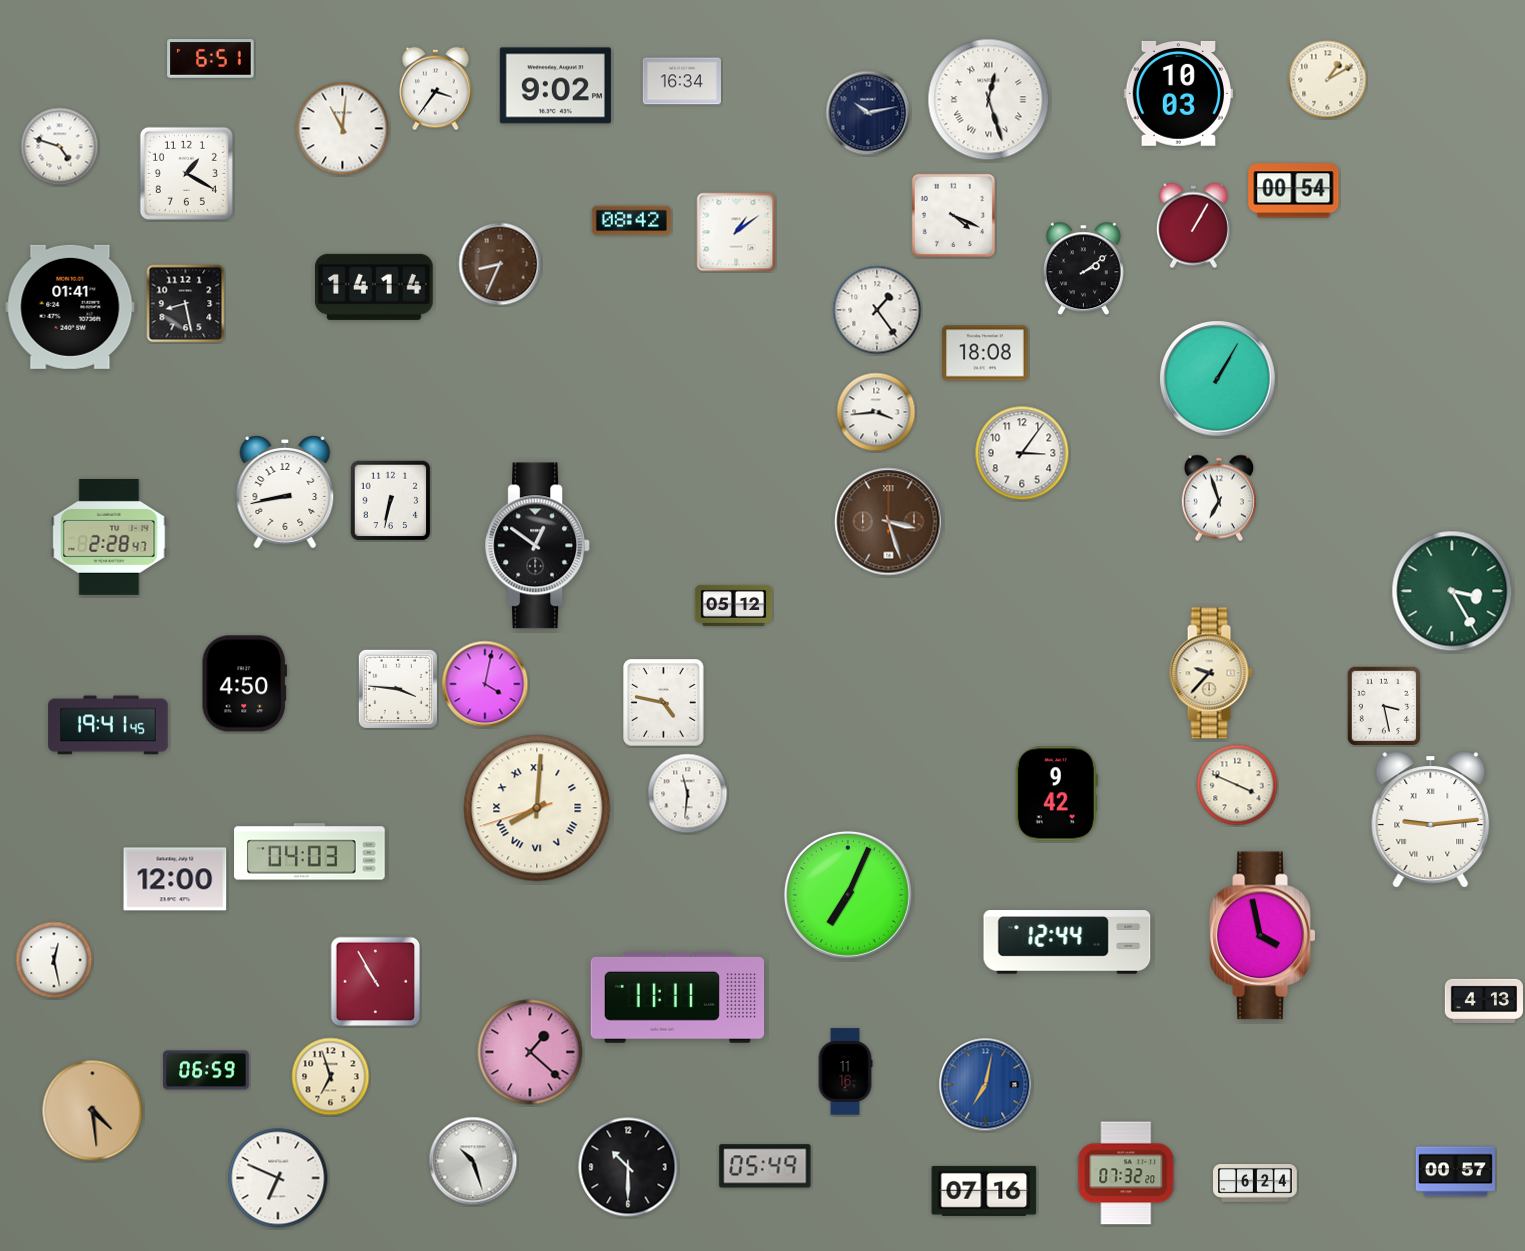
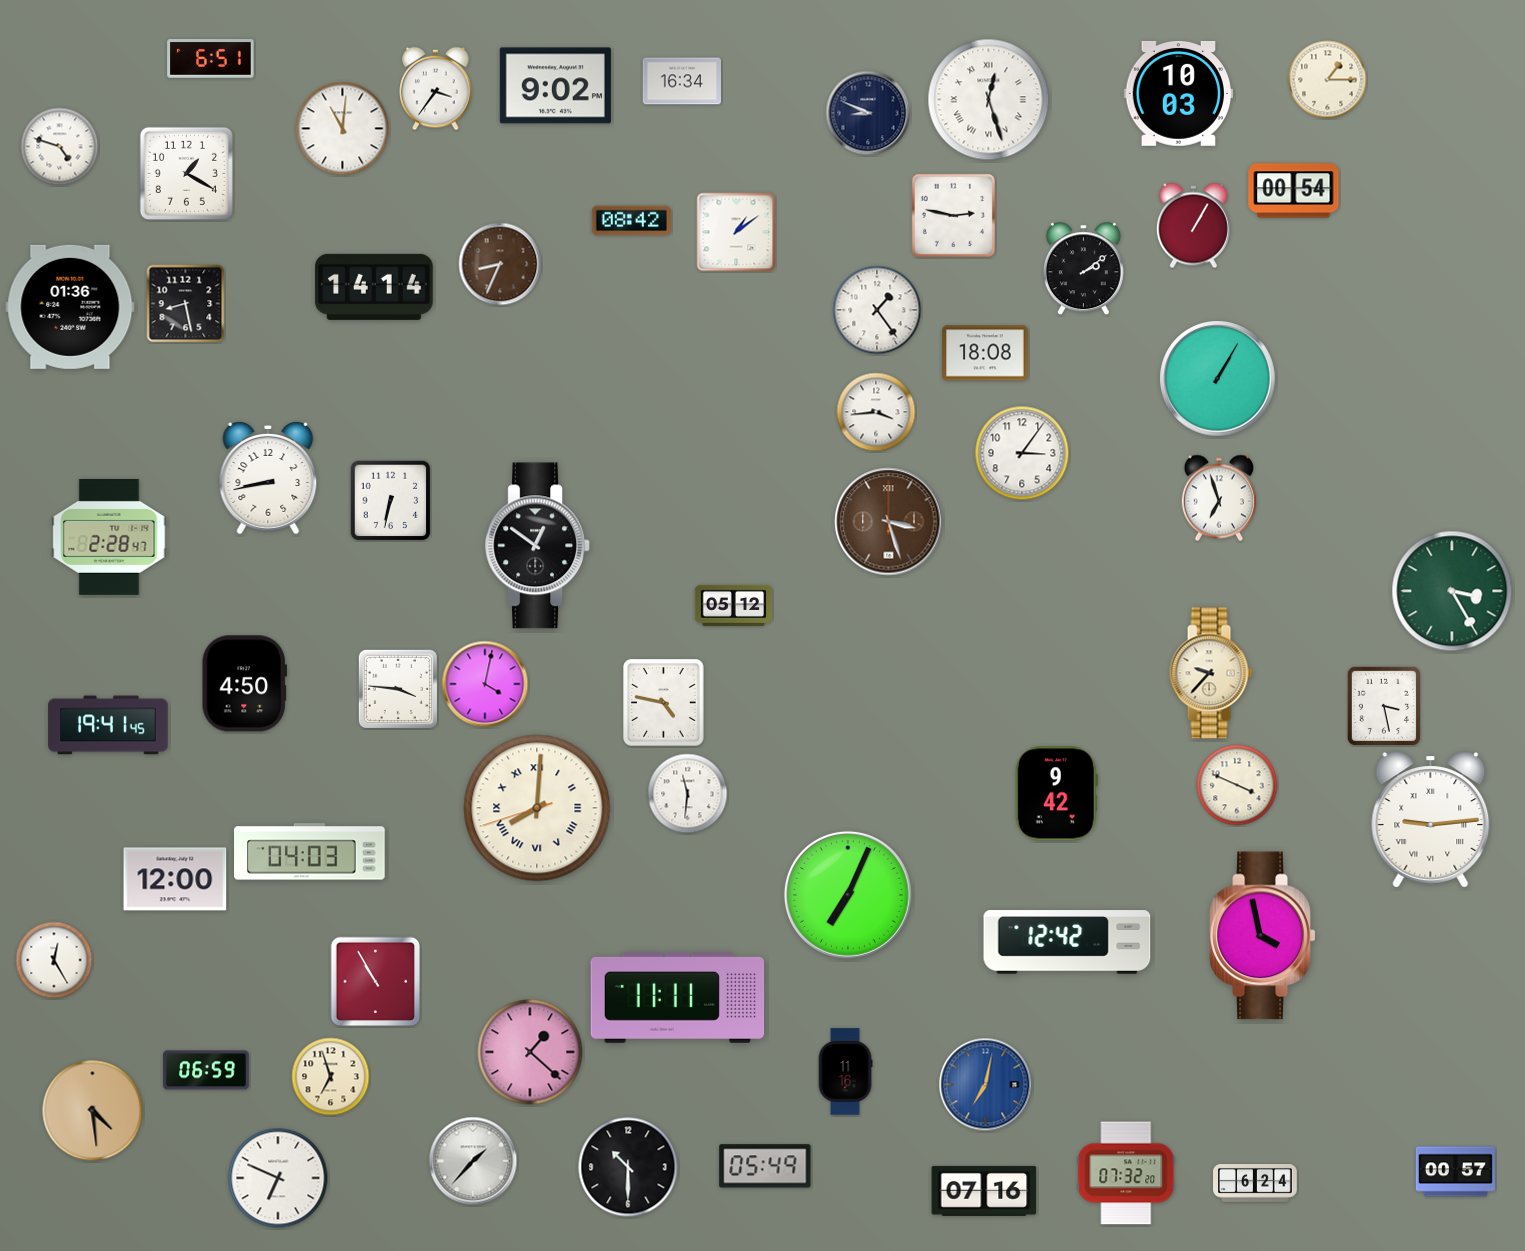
clock at (1328, 80): 1:10 -> 1:15
clock at (868, 113): 10:13 -> 8:49
clock at (953, 215): 4:19 -> 2:47
clock at (70, 307): 01:41 -> 01:36
clock at (285, 493) position: (285, 493) -> (268, 479)
clock at (1067, 942): 12:44 -> 12:42
clock at (54, 960): 12:28 -> 12:25
clock at (1483, 1001): 4:13 -> none
clock at (473, 1161): 10:27 -> 1:37
